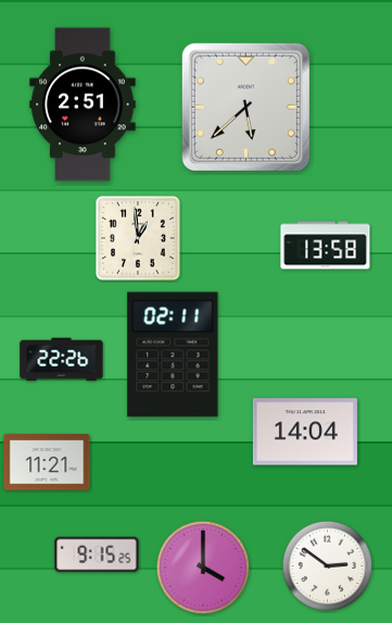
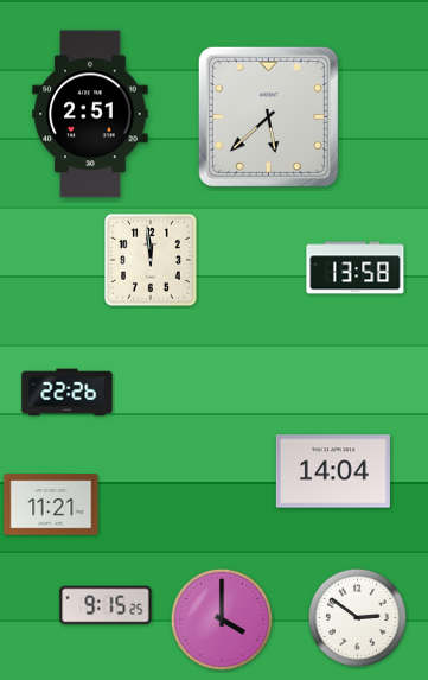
clock at (139, 239): 12:59 -> 11:59
clock at (173, 354): 02:11 -> none
